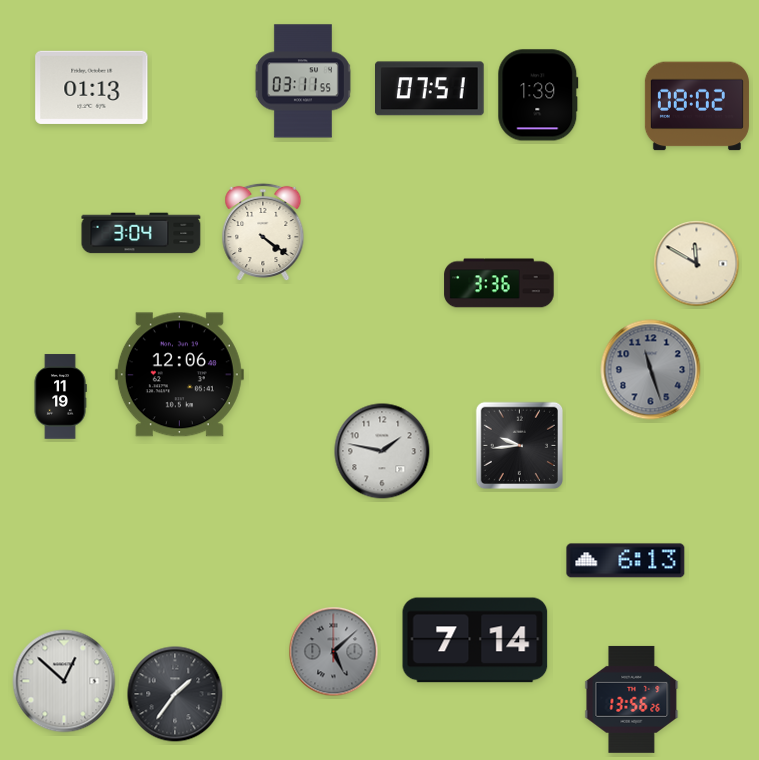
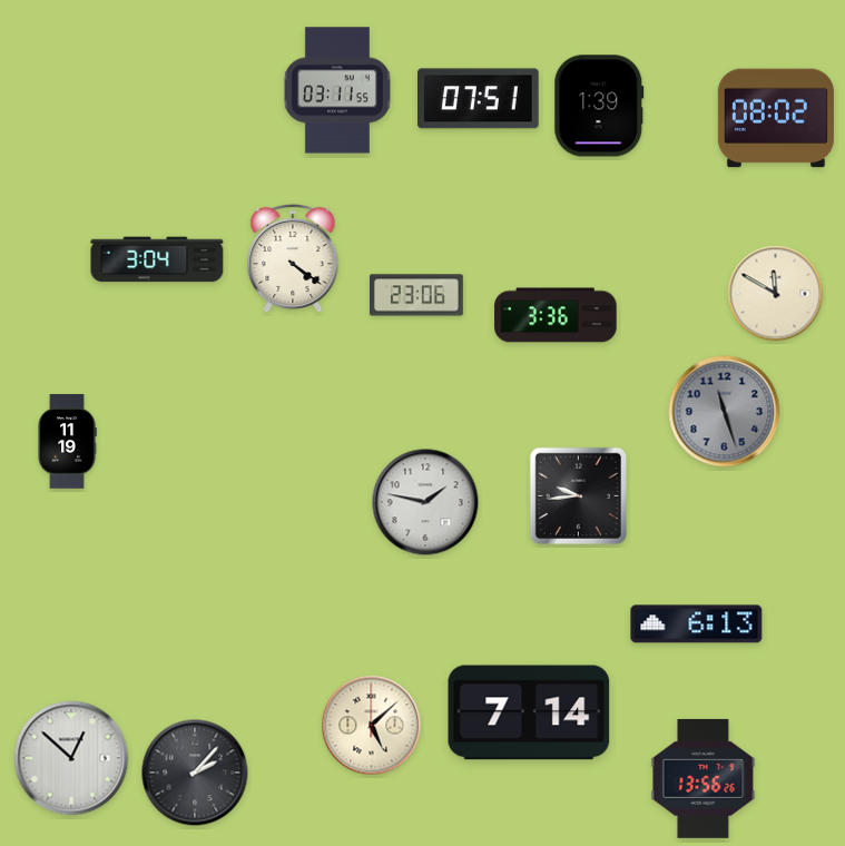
clock at (92, 87): 01:13 -> none
clock at (417, 295): none -> 23:06
clock at (179, 375): 12:06 -> none
clock at (334, 652) dial: grey -> cream
clock at (175, 694): 1:36 -> 2:07
